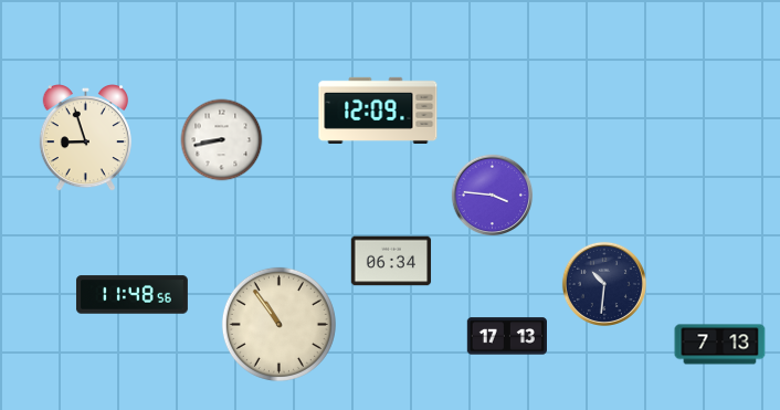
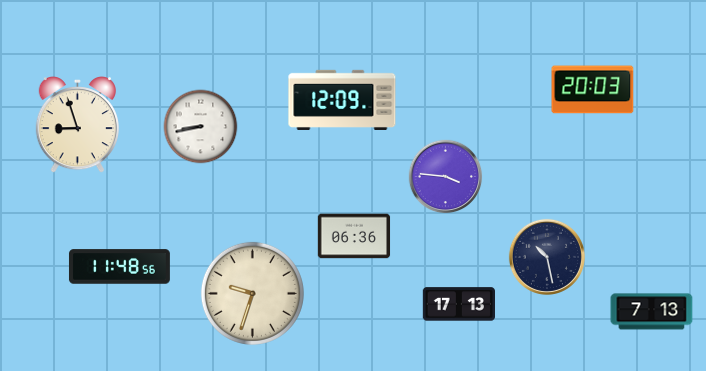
clock at (593, 90): none -> 20:03
clock at (391, 261): 06:34 -> 06:36
clock at (604, 284): 10:31 -> 10:28
clock at (278, 324): 10:54 -> 9:33
